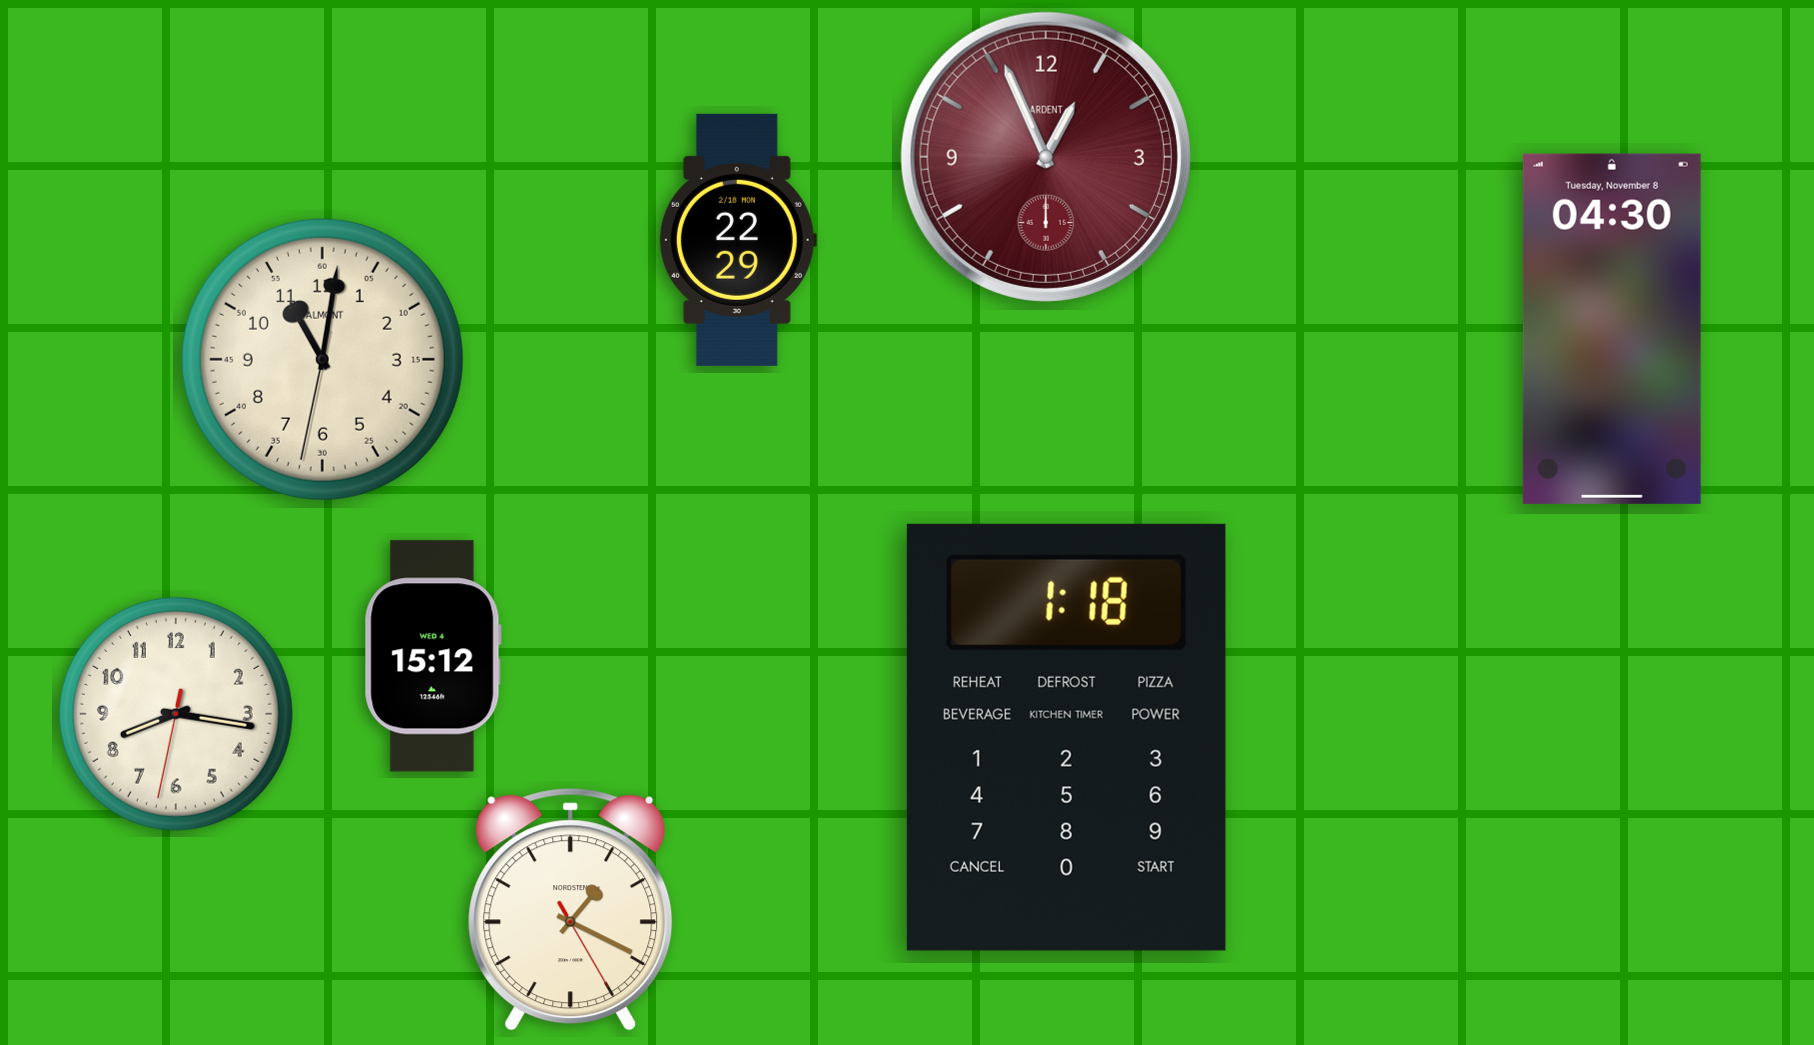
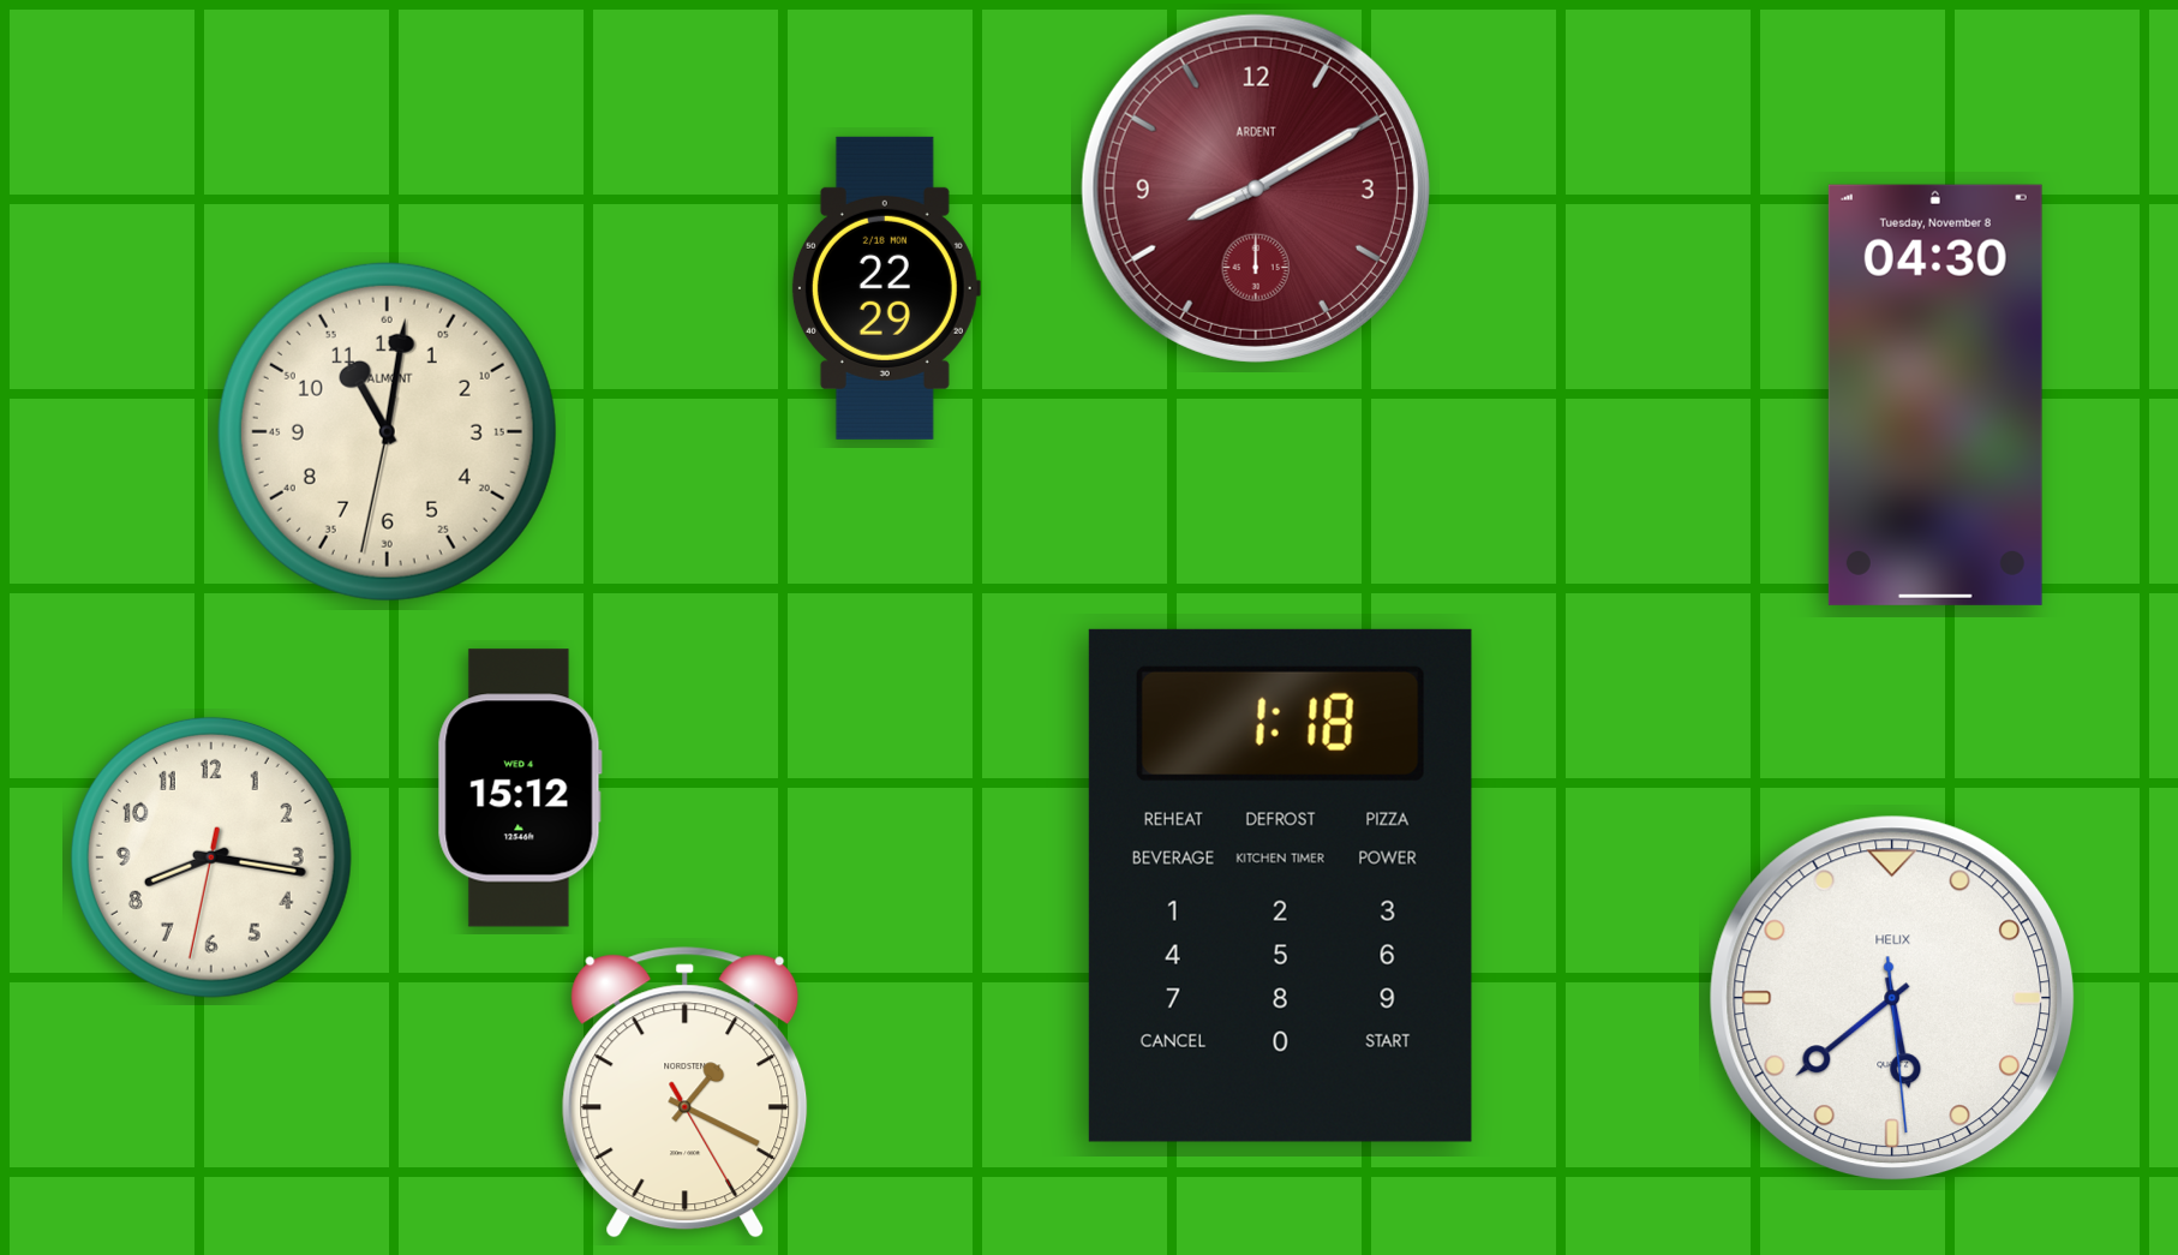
clock at (1046, 157): 12:56 -> 8:10
clock at (1892, 998): none -> 5:38
